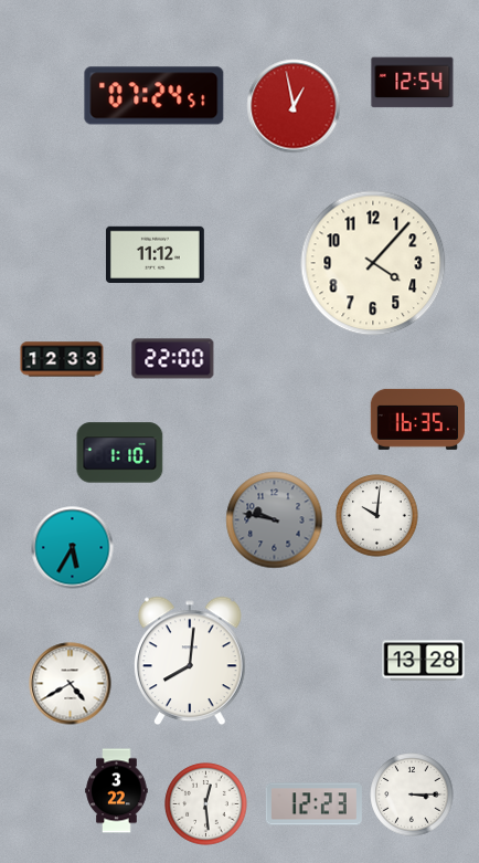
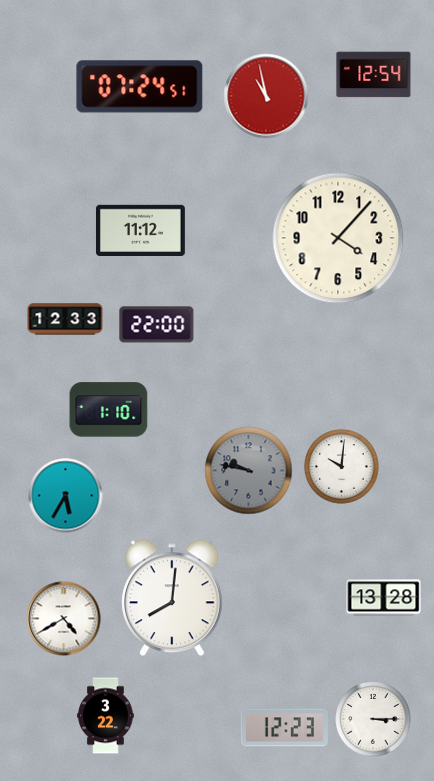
clock at (294, 106): 12:58 -> 10:58
clock at (62, 359) position: (62, 359) -> (65, 319)
clock at (417, 419): 16:35 -> none
clock at (206, 804): 12:29 -> none
